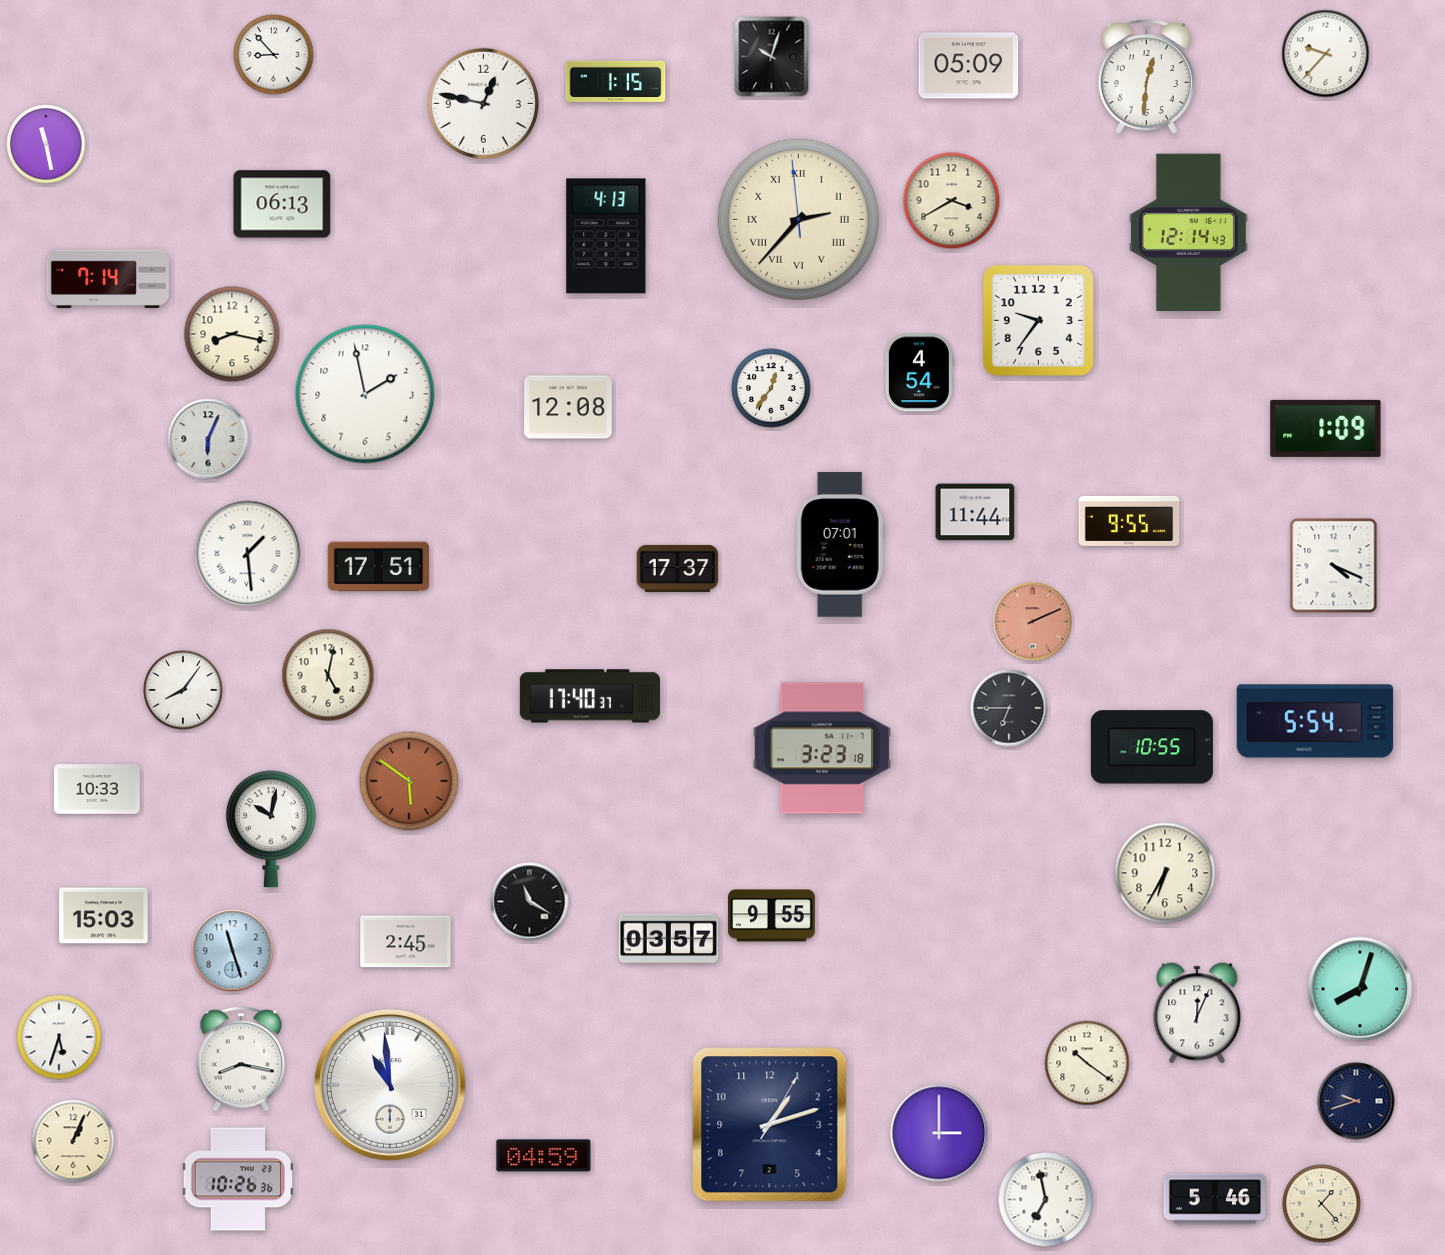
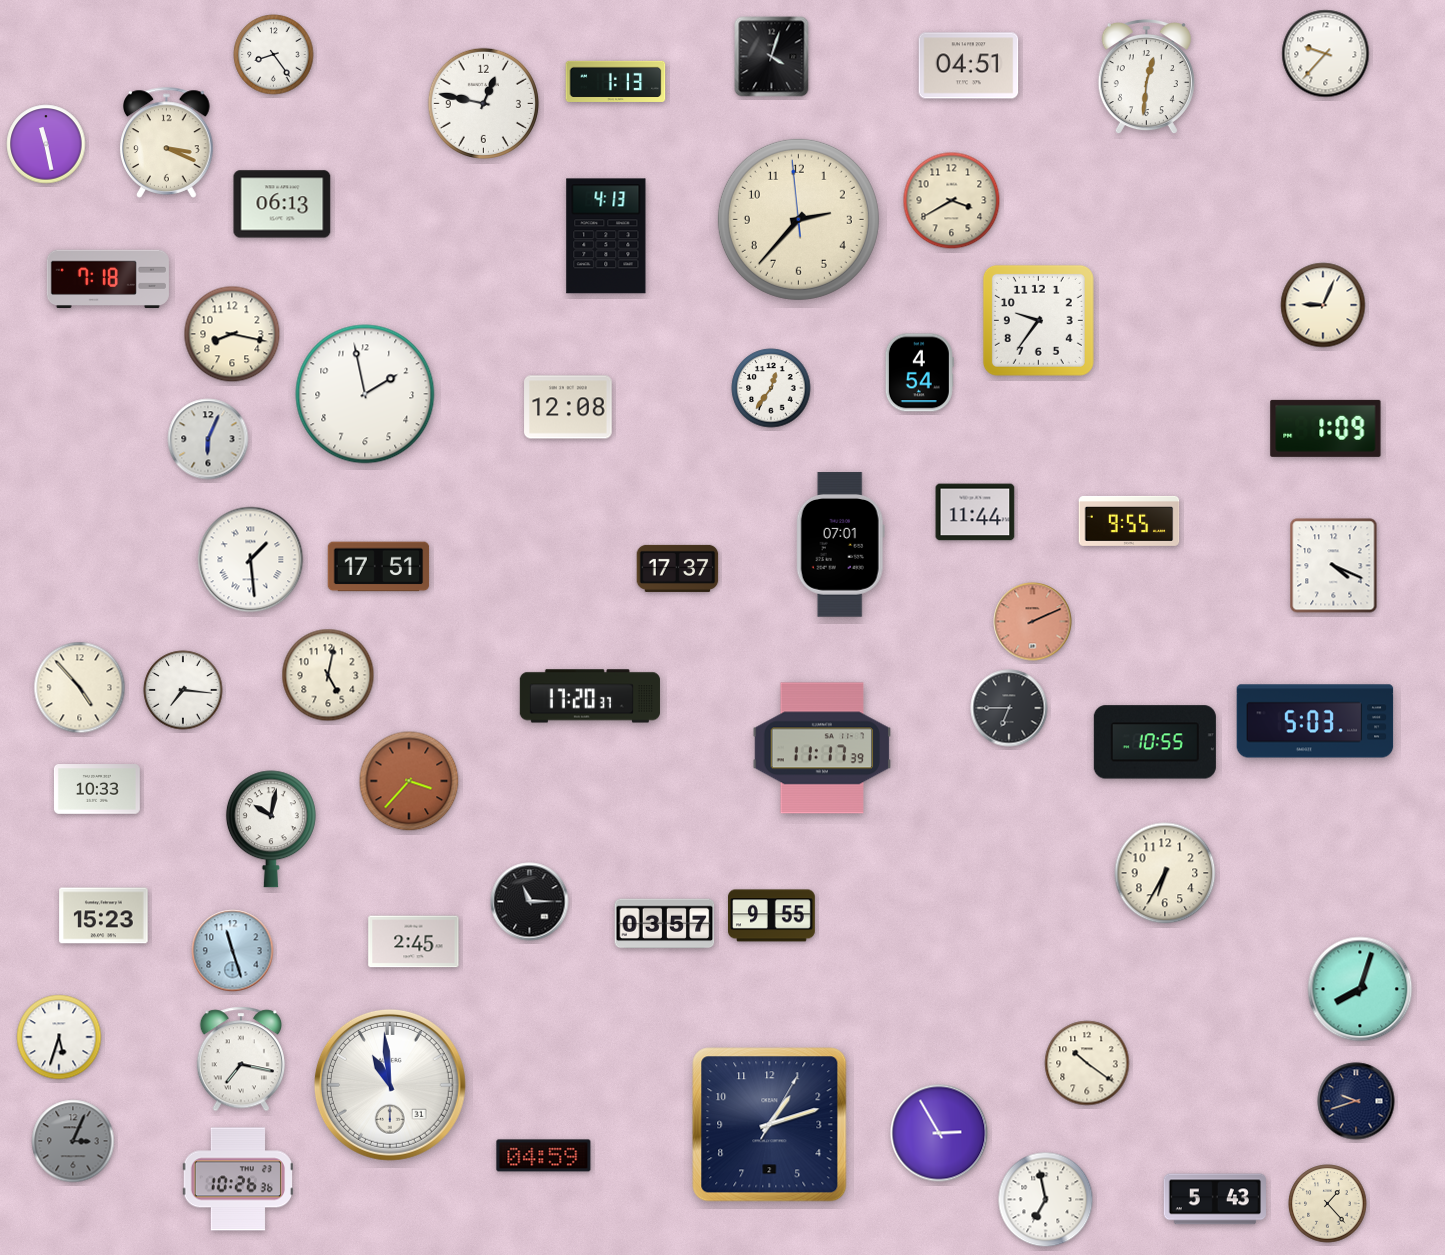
clock at (274, 55): 8:53 -> 8:24
clock at (772, 57): 10:03 -> 4:03
clock at (969, 66): 05:09 -> 04:51
clock at (616, 81): 1:15 -> 1:13
clock at (167, 142): none -> 3:19
clock at (798, 219) numerals: Roman -> Arabic
clock at (1188, 233): 12:14 -> none
clock at (108, 279): 7:14 -> 7:18
clock at (1323, 305): none -> 9:04
clock at (248, 554) position: (248, 554) -> (251, 560)
clock at (80, 688): none -> 4:53
clock at (183, 690): 8:06 -> 7:16
clock at (590, 696): 17:40 -> 17:20
clock at (1315, 721): 5:54 -> 5:03
clock at (1152, 747) position: (1152, 747) -> (1155, 742)
clock at (822, 748): 3:23 -> 11:17
clock at (409, 781): 5:51 -> 3:37
clock at (530, 902): 11:20 -> 11:15
clock at (104, 916): 15:03 -> 15:23
clock at (669, 939) position: (669, 939) -> (665, 924)
clock at (406, 942) position: (406, 942) -> (414, 942)
clock at (1197, 1013): 12:04 -> none
clock at (241, 1059): 8:17 -> 7:17
clock at (939, 1133): 3:00 -> 2:55
clock at (73, 1141): 1:04 -> 3:04
clock at (73, 1141) dial: cream -> grey
clock at (1215, 1199): 5:46 -> 5:43
clock at (1322, 1204) position: (1322, 1204) -> (1328, 1204)
